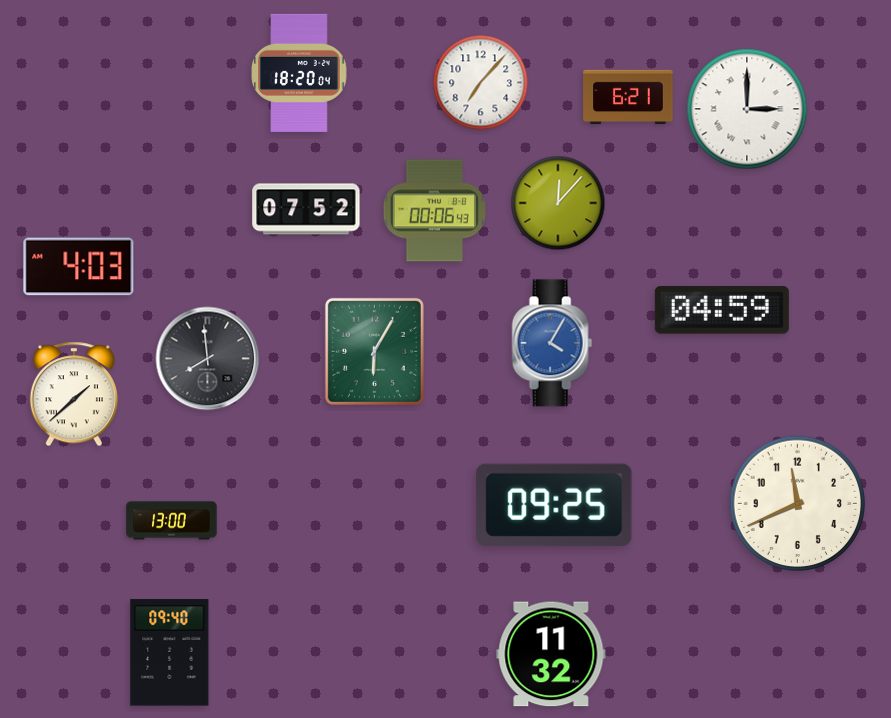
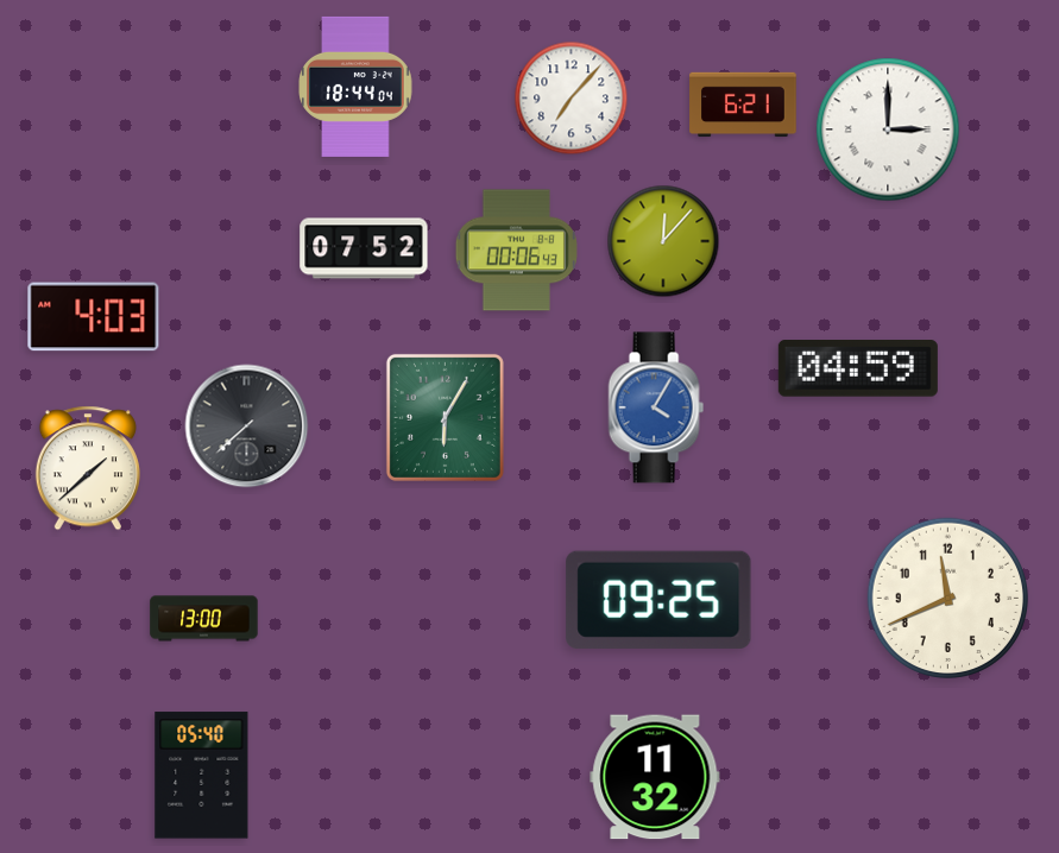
clock at (299, 73): 18:20 -> 18:44
clock at (628, 97) position: (628, 97) -> (743, 105)
clock at (208, 359): 7:59 -> 7:38
clock at (170, 653): 09:40 -> 05:40
